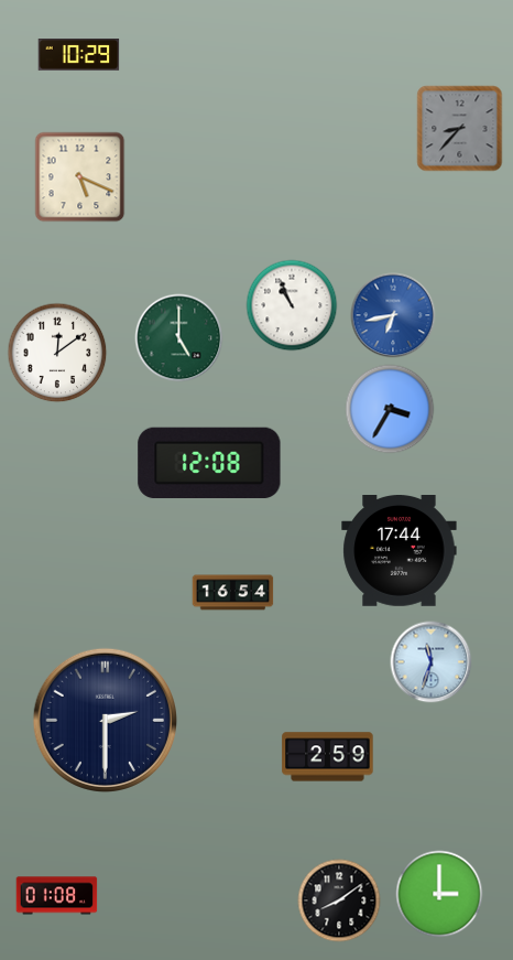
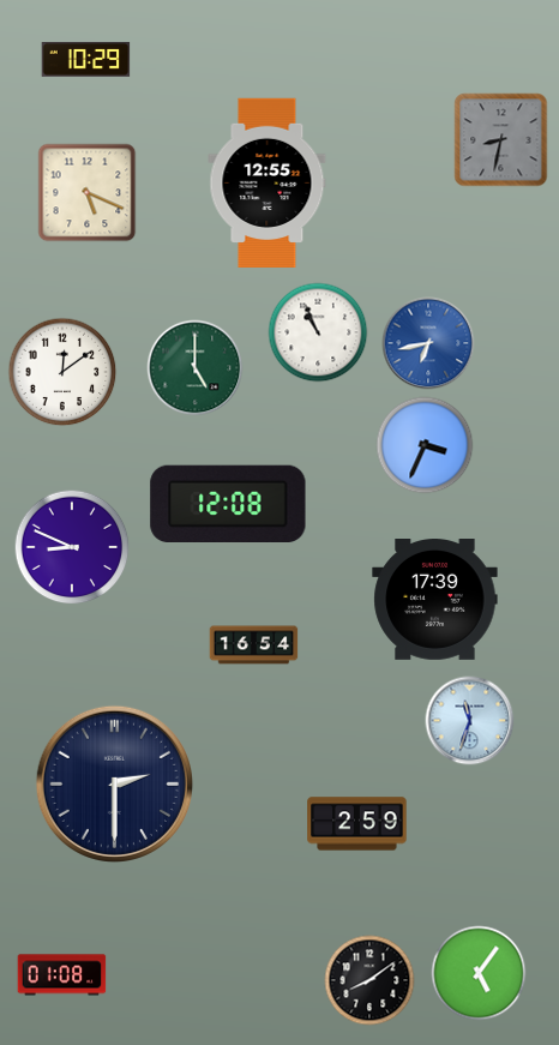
clock at (460, 129): 8:37 -> 8:32
clock at (268, 182): none -> 12:55
clock at (57, 353) position: (57, 353) -> (62, 372)
clock at (390, 409): 3:35 -> 3:34
clock at (72, 547): none -> 8:49
clock at (400, 551): 17:44 -> 17:39
clock at (439, 894): 3:00 -> 5:06
